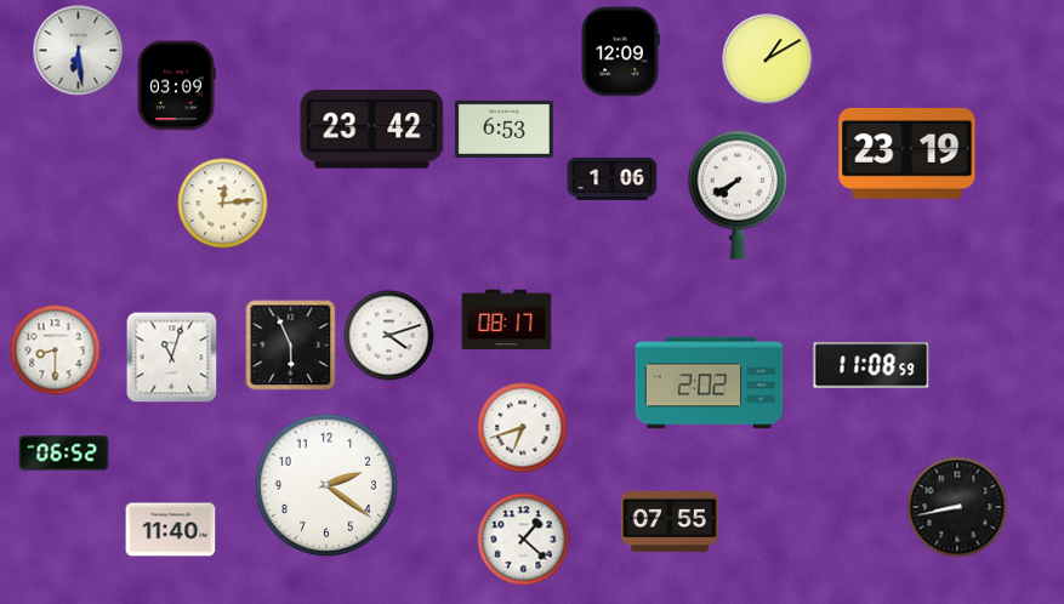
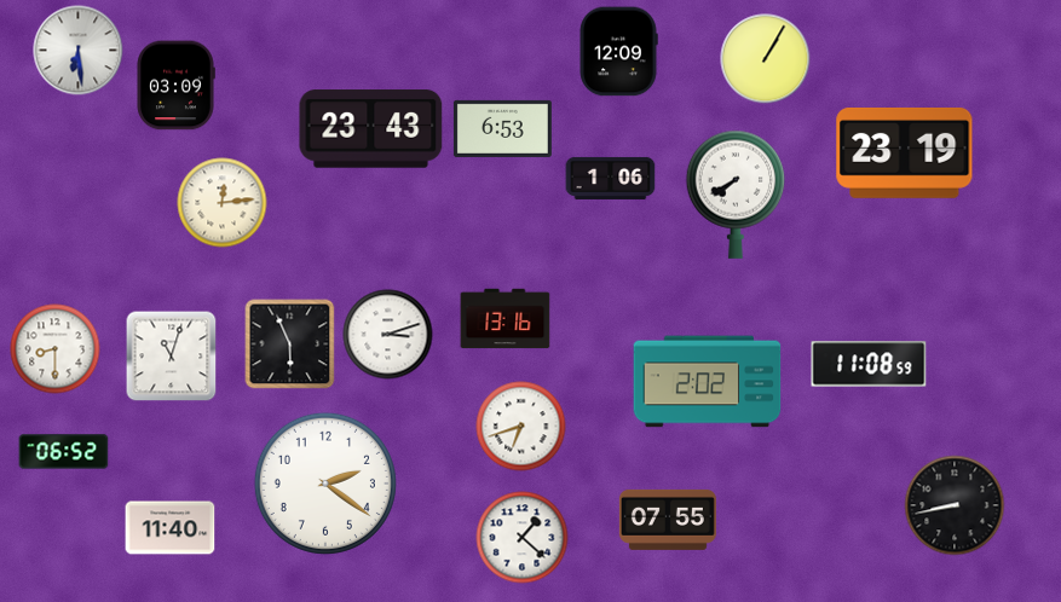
clock at (768, 59): 1:10 -> 1:05
clock at (372, 130): 23:42 -> 23:43
clock at (507, 320): 08:17 -> 13:16
clock at (389, 336): 4:12 -> 3:12
